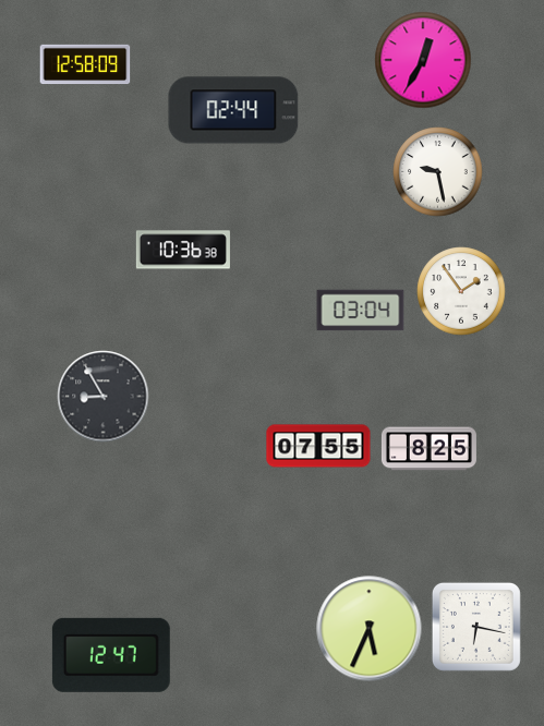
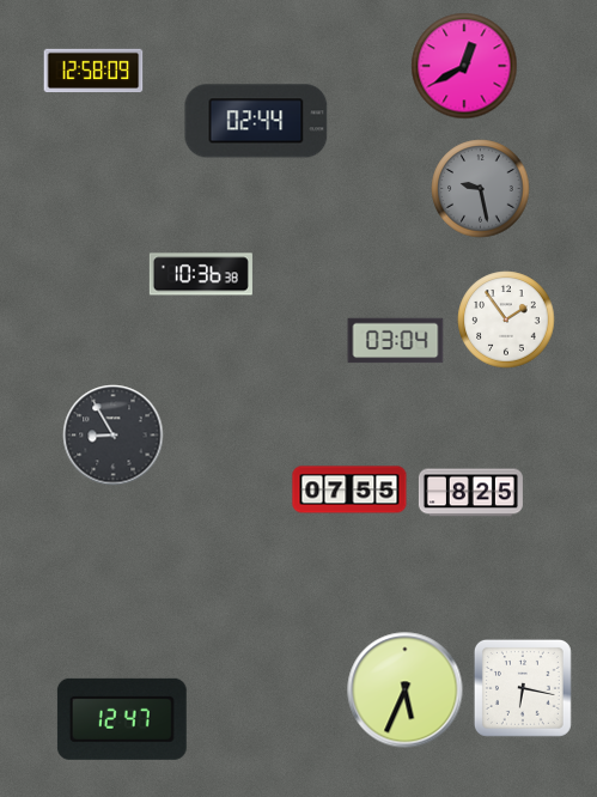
clock at (423, 60): 12:35 -> 12:40
clock at (438, 172) dial: white -> grey
